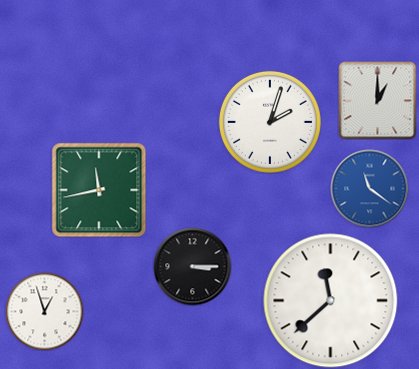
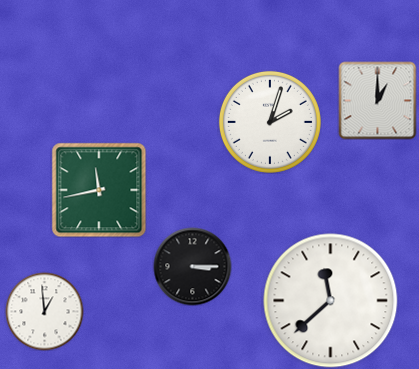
clock at (369, 188): 11:21 -> none
clock at (44, 311): 12:57 -> 12:59
